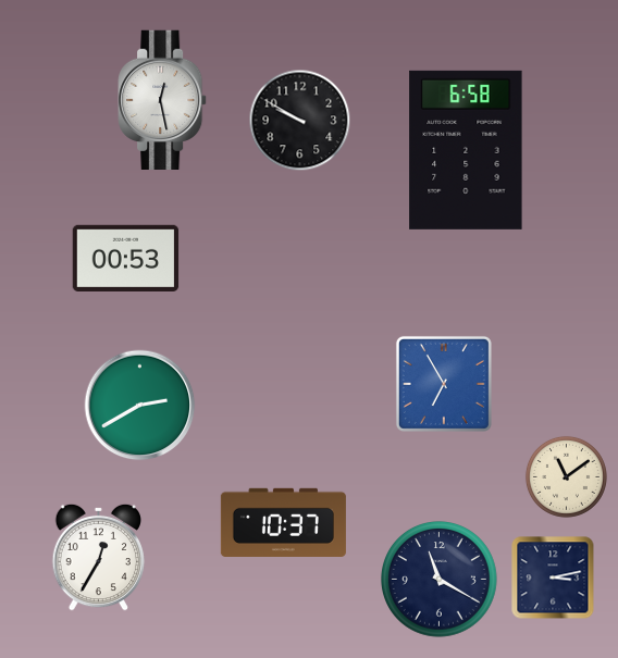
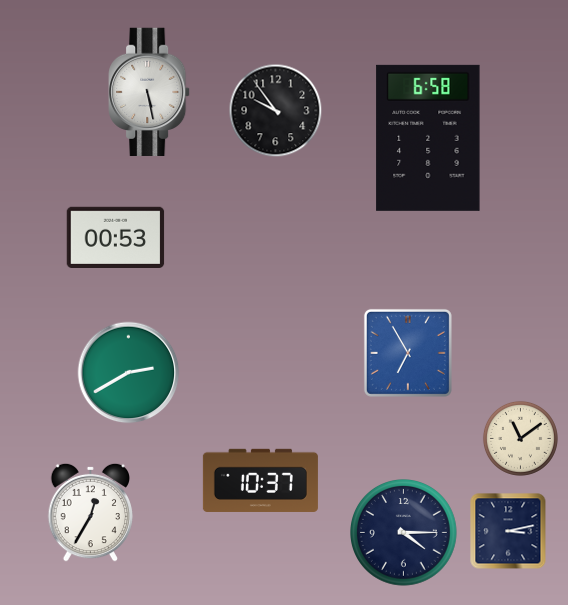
clock at (162, 100): 12:28 -> 5:28
clock at (300, 121): 9:50 -> 9:54
clock at (440, 580): 11:20 -> 4:15
